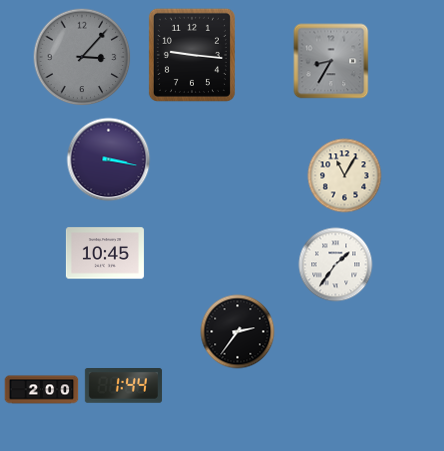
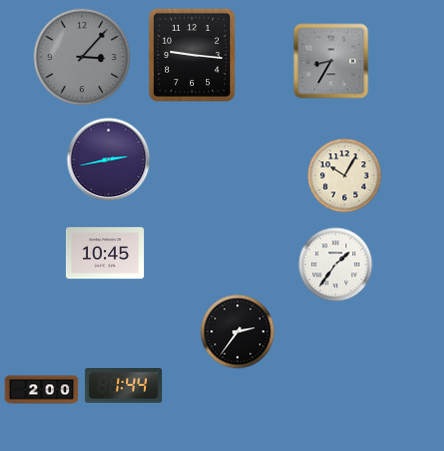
clock at (109, 160): 3:17 -> 2:43
clock at (345, 176): 11:05 -> 10:05
